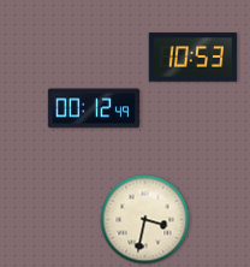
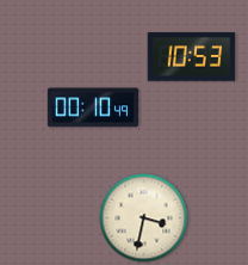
clock at (94, 108): 00:12 -> 00:10
